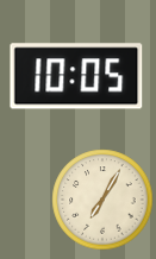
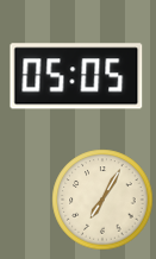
clock at (76, 76): 10:05 -> 05:05
